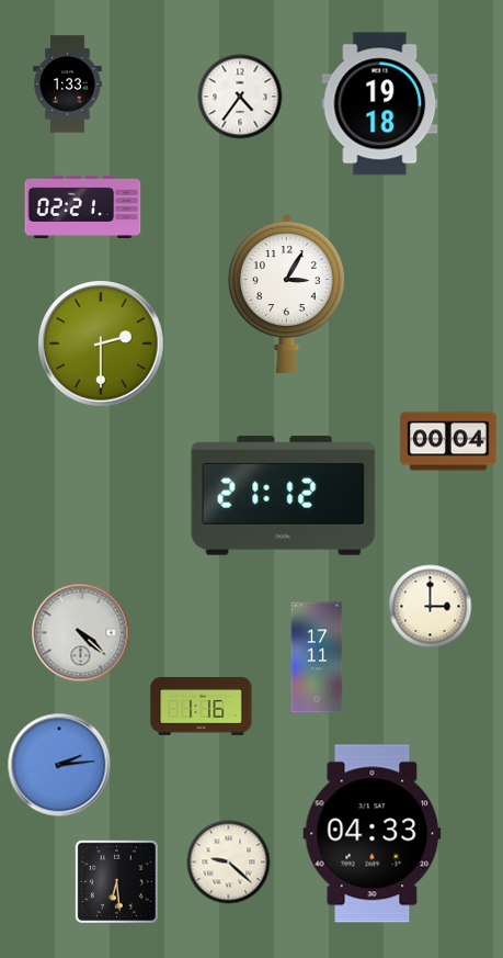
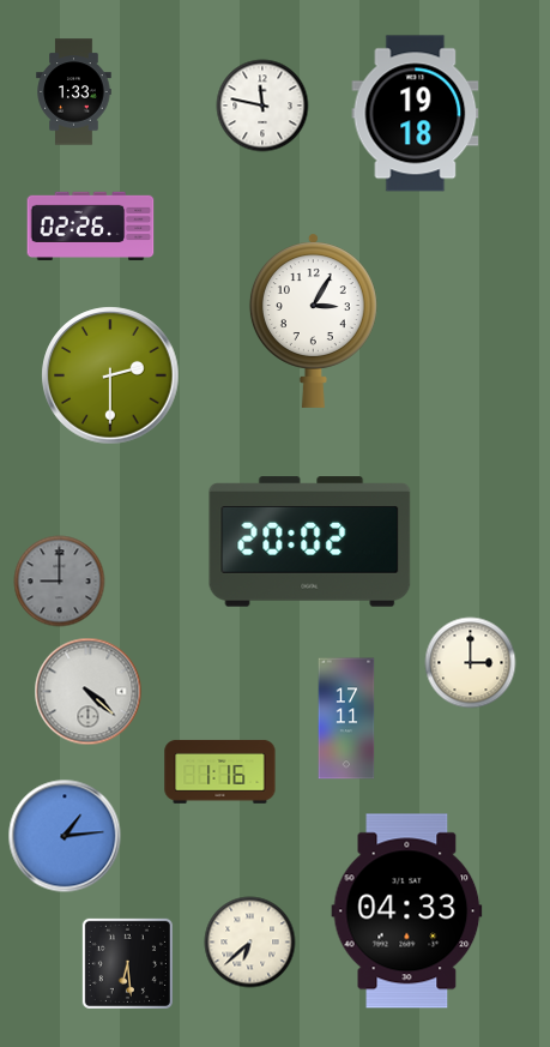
clock at (240, 97): 4:36 -> 11:47
clock at (83, 207): 02:21 -> 02:26
clock at (448, 441): 00:04 -> none
clock at (284, 496): 21:12 -> 20:02
clock at (60, 582): none -> 9:00
clock at (59, 765): 2:14 -> 1:14
clock at (229, 863): 9:22 -> 6:38
